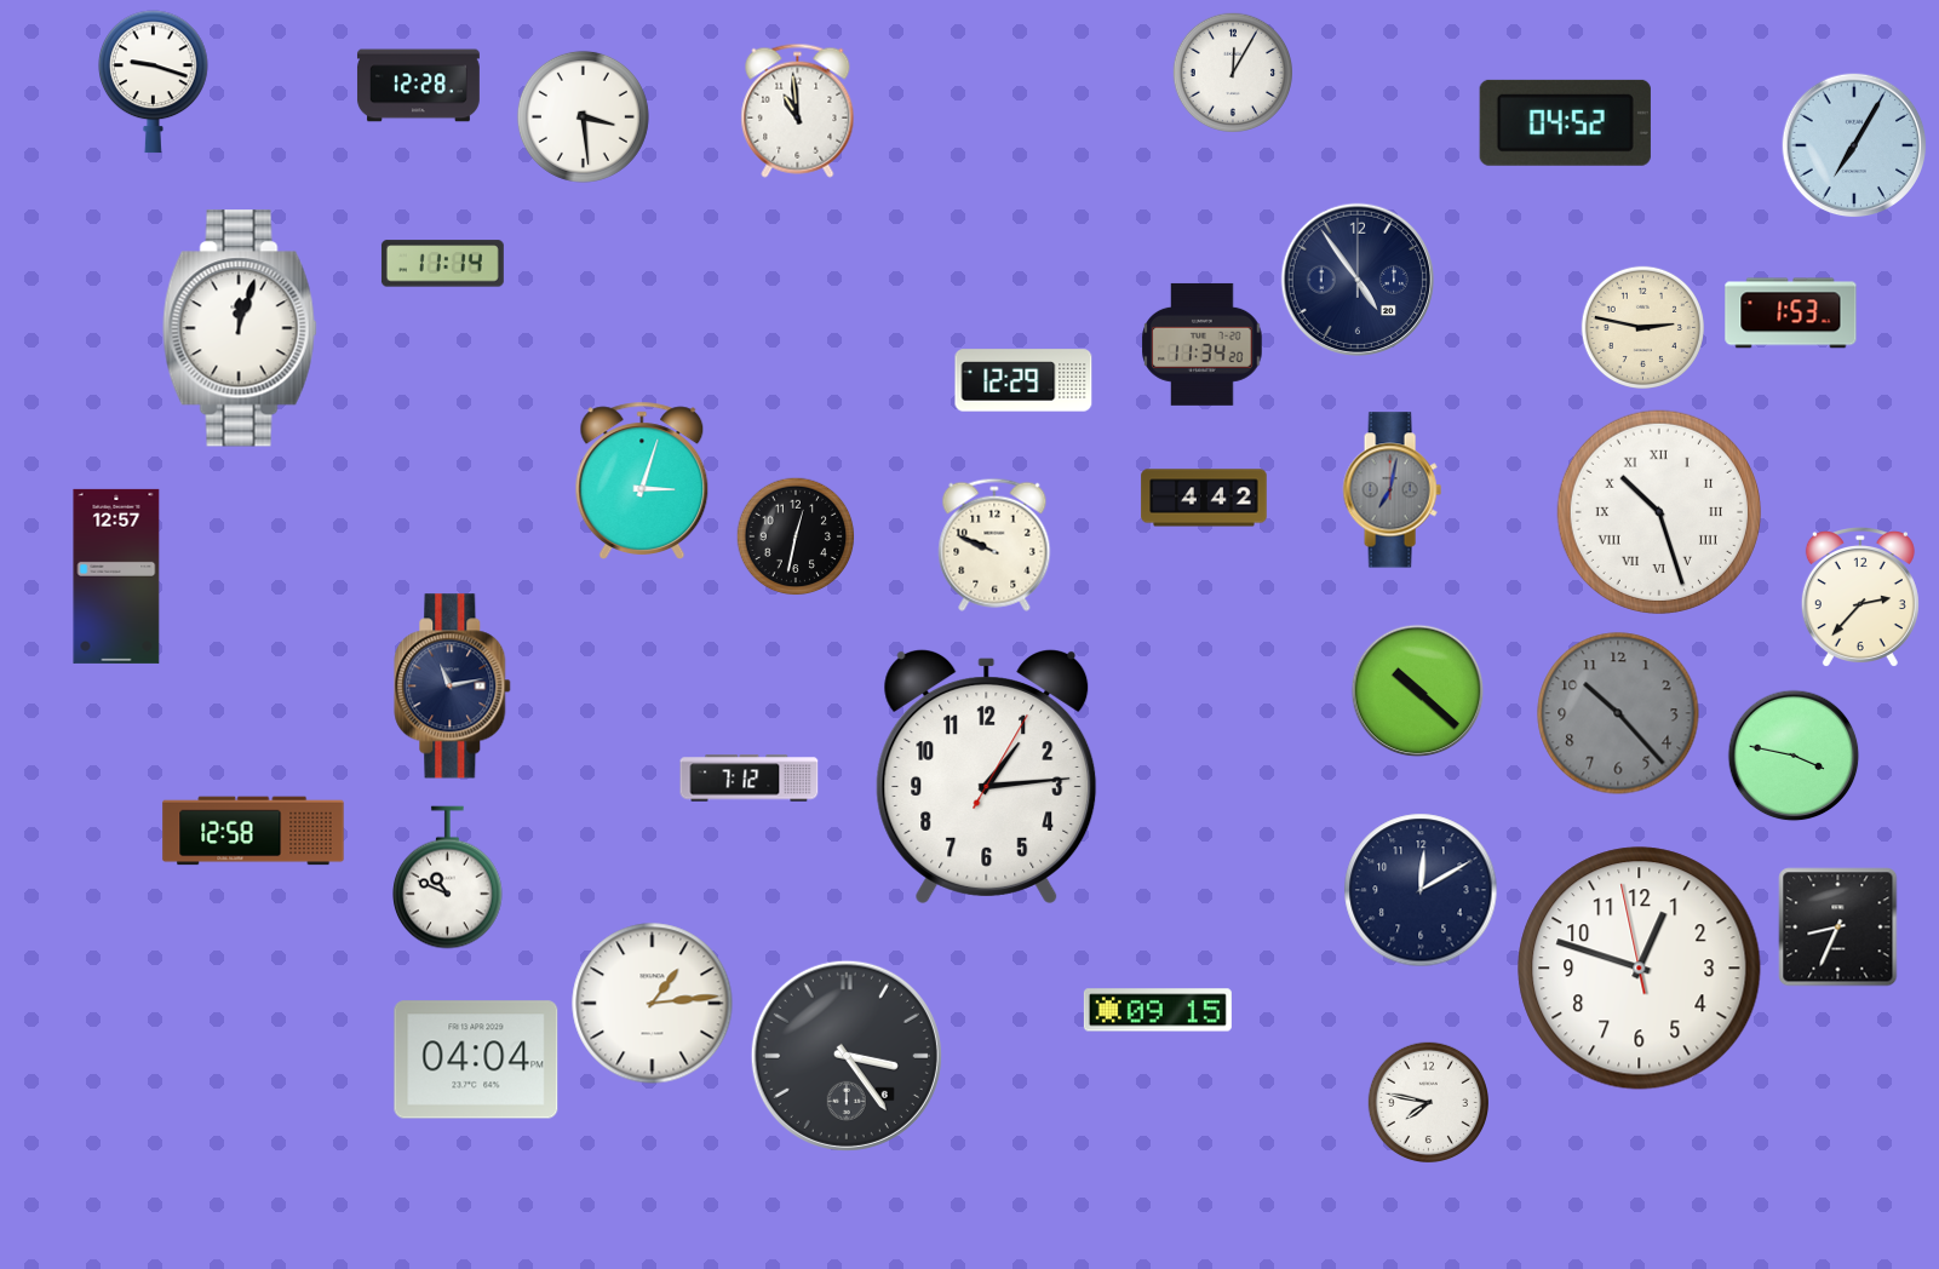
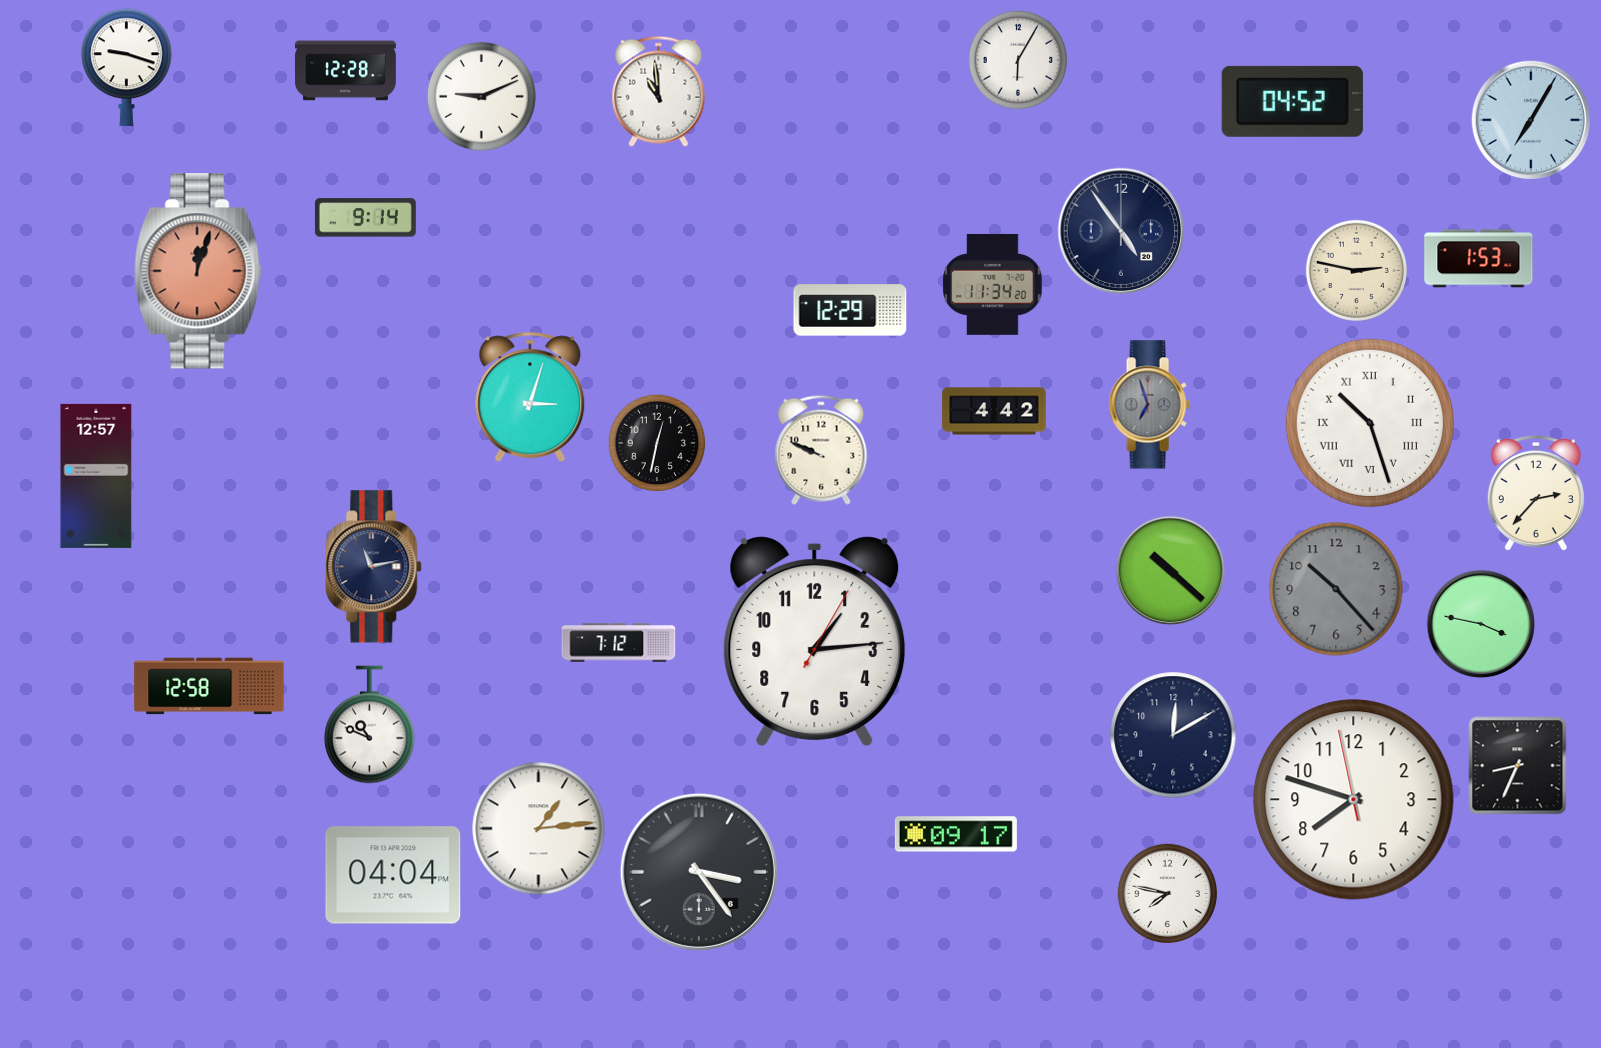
clock at (1232, 71): 12:05 -> 6:05
clock at (583, 116): 3:29 -> 9:11
clock at (442, 264): 11:14 -> 9:14
clock at (240, 328) dial: white -> salmon
clock at (1023, 380) position: (1023, 380) -> (850, 310)
clock at (1392, 490): 7:02 -> 6:57
clock at (1640, 969): 12:47 -> 7:47
clock at (1158, 1010): 09:15 -> 09:17
clock at (1428, 1102) position: (1428, 1102) -> (1167, 893)
